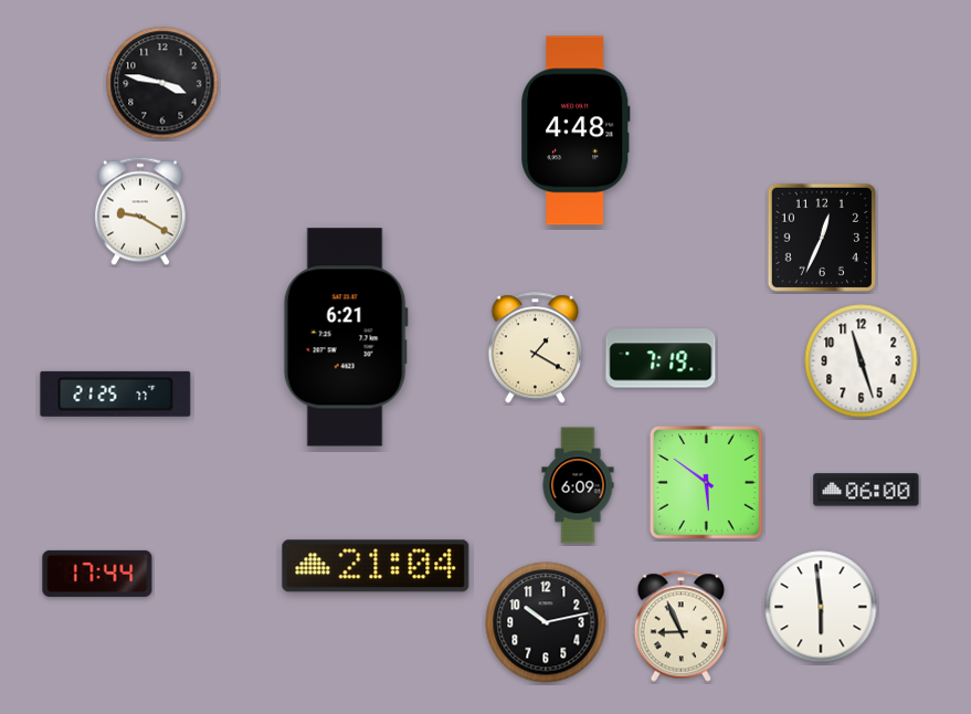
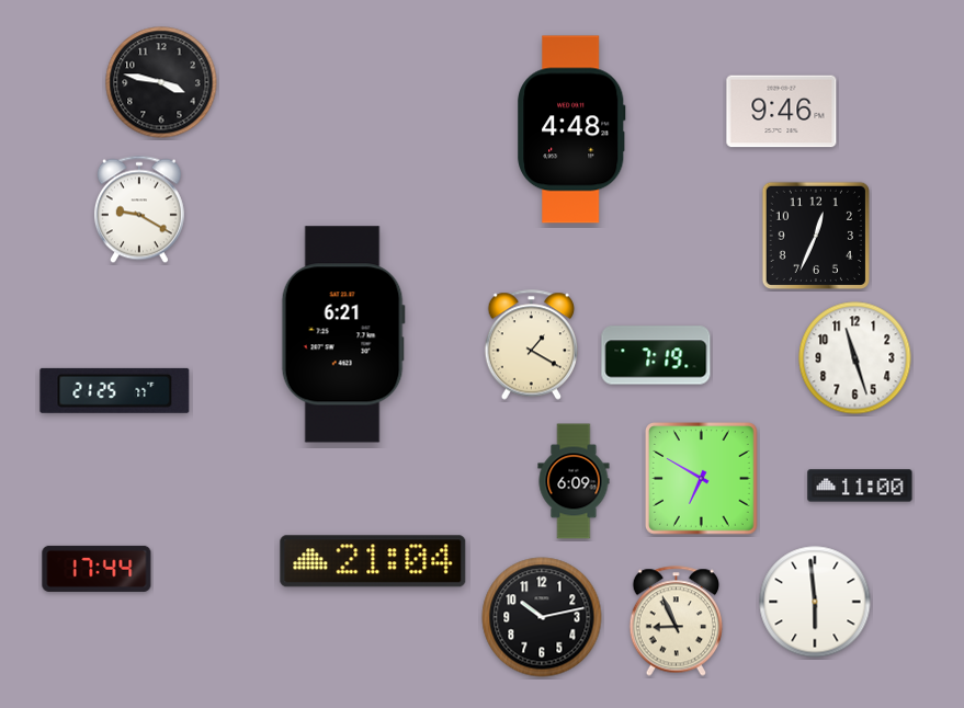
clock at (782, 112): none -> 9:46
clock at (707, 483): 5:51 -> 6:50
clock at (866, 490): 06:00 -> 11:00
